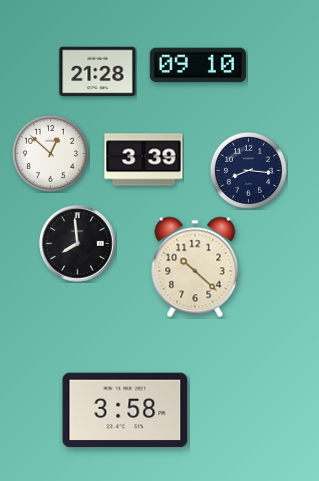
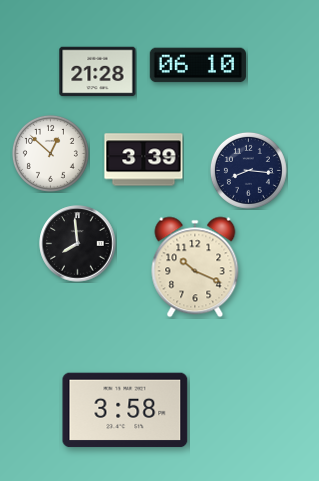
clock at (197, 65): 09:10 -> 06:10
clock at (195, 267): 10:22 -> 10:19
